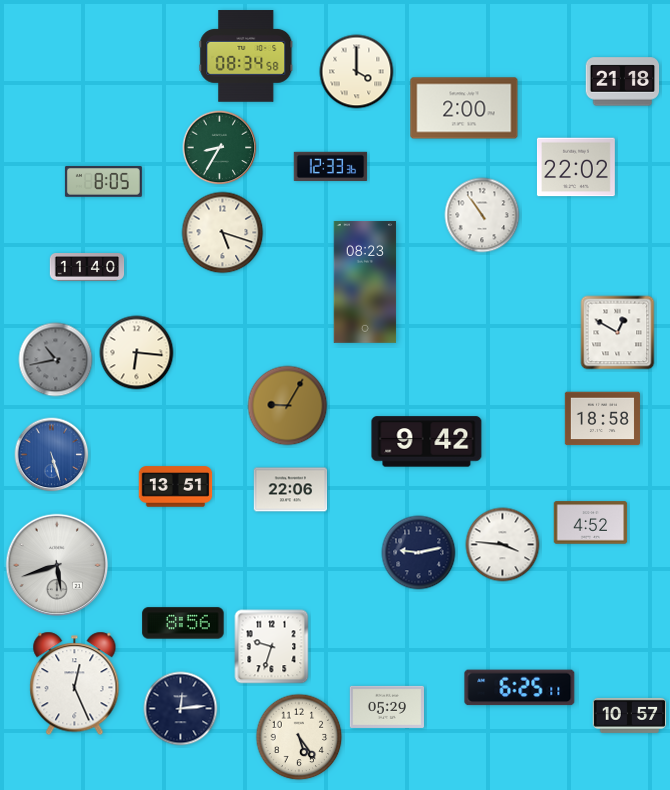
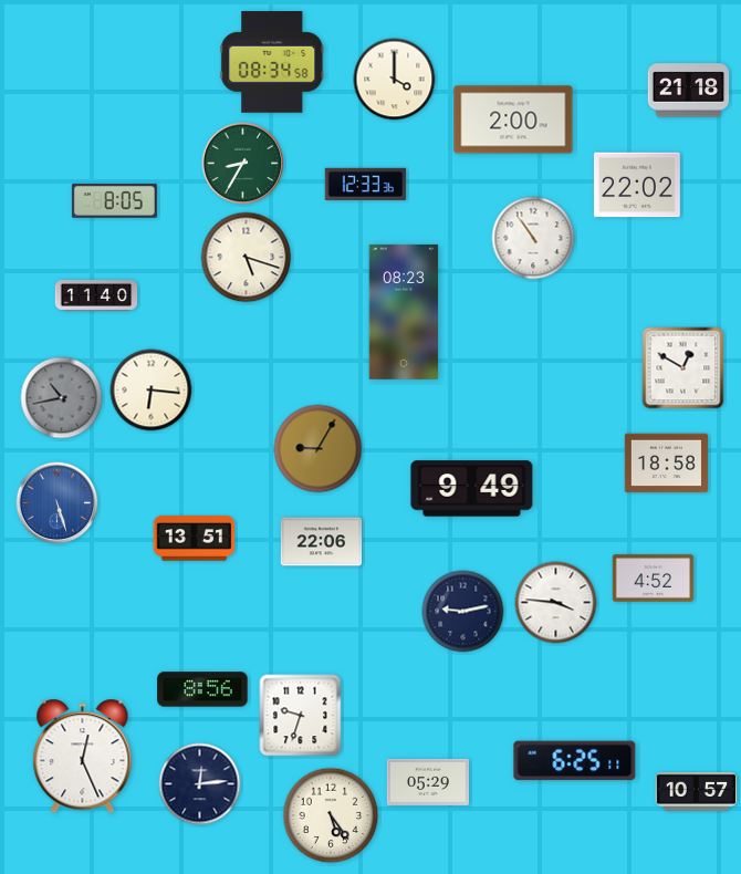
clock at (427, 442): 9:42 -> 9:49
clock at (57, 565): 5:42 -> none
